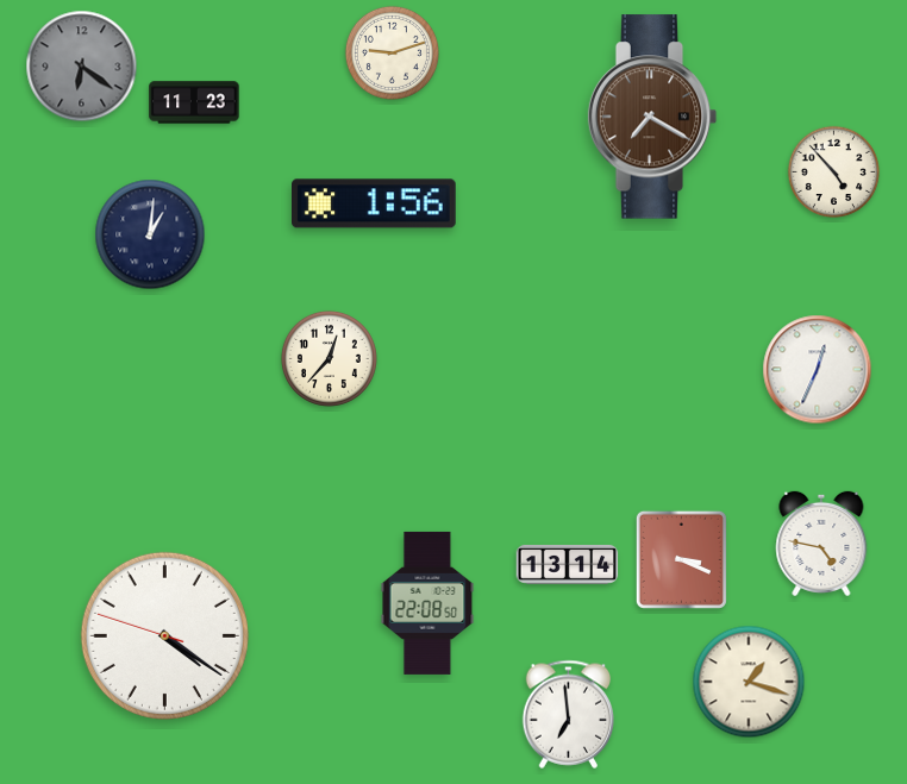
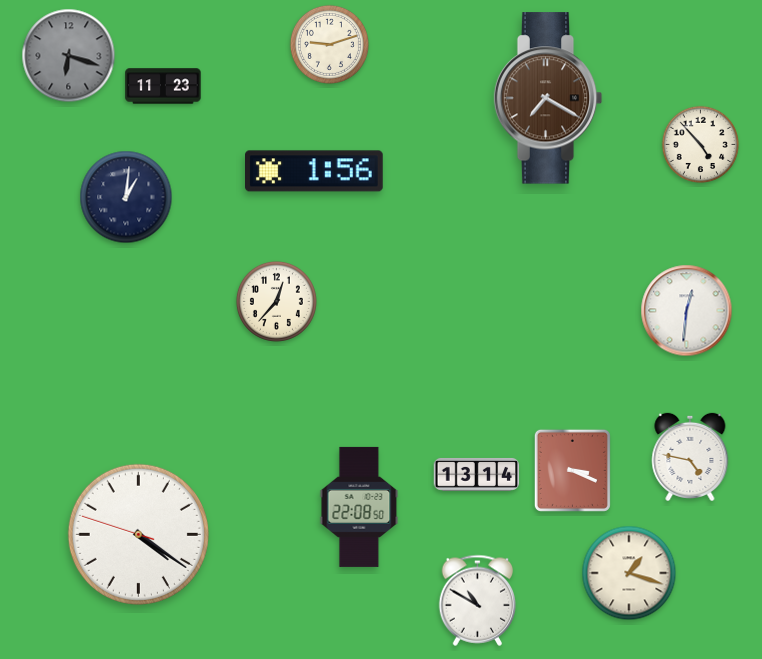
clock at (82, 67): 6:21 -> 6:18
clock at (818, 370): 12:34 -> 12:31
clock at (569, 714): 6:59 -> 10:50
